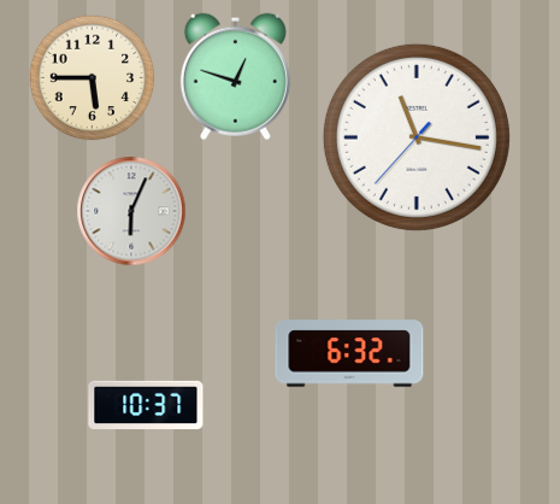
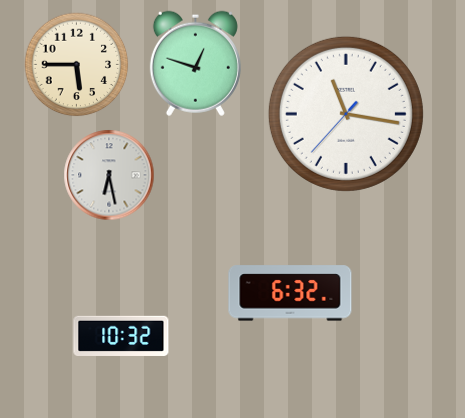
clock at (131, 211): 6:04 -> 6:28
clock at (146, 405): 10:37 -> 10:32
